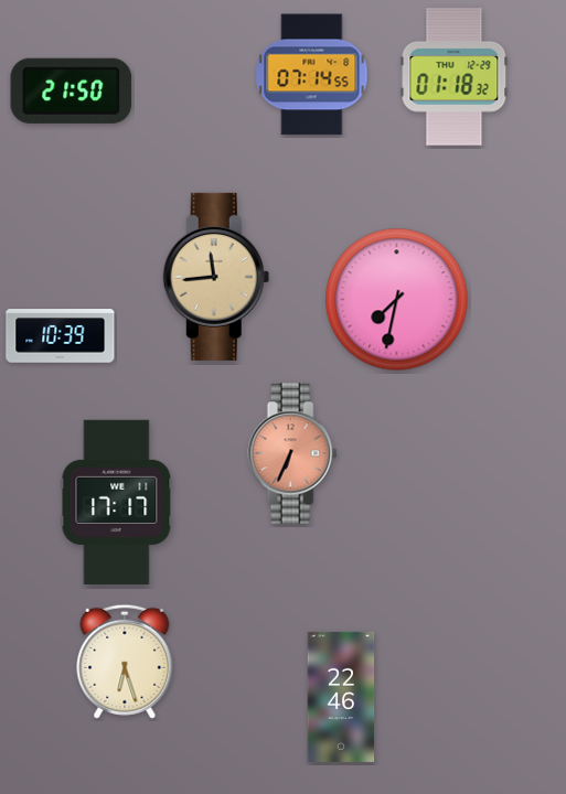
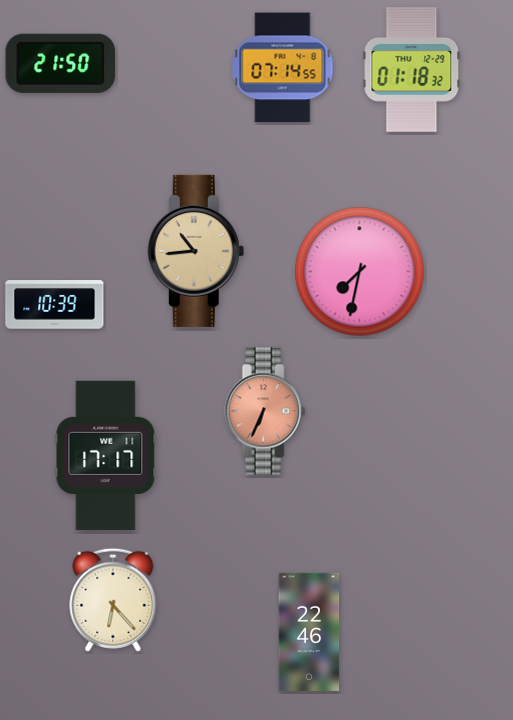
clock at (72, 90) position: (72, 90) -> (61, 63)
clock at (216, 277): 11:44 -> 10:44
clock at (125, 662): 6:27 -> 6:23
